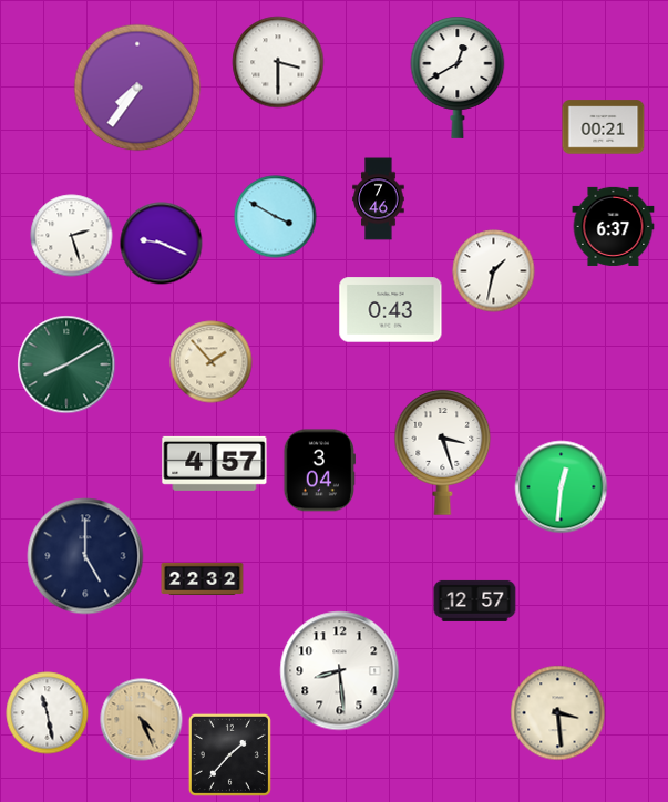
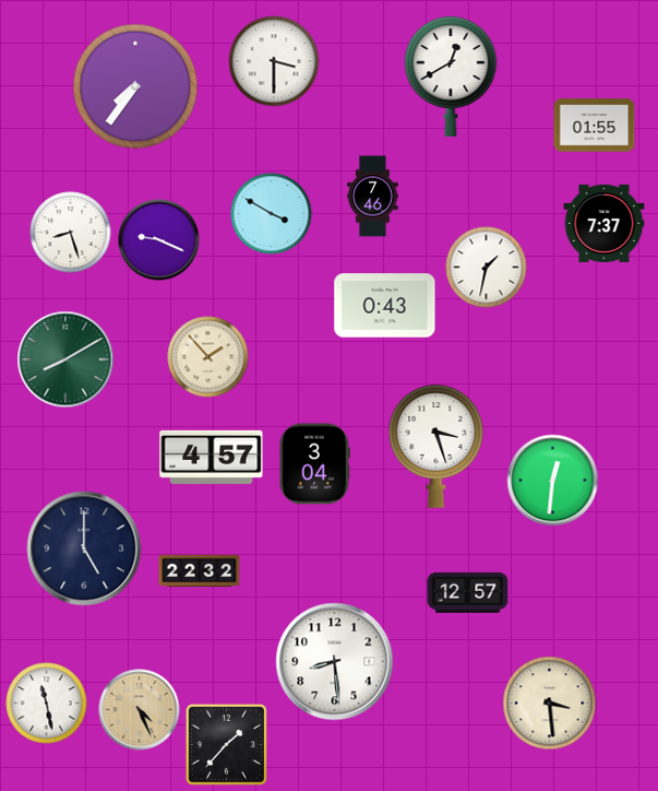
clock at (604, 127): 00:21 -> 01:55
clock at (614, 226): 6:37 -> 7:37
clock at (72, 236): 2:27 -> 8:27
